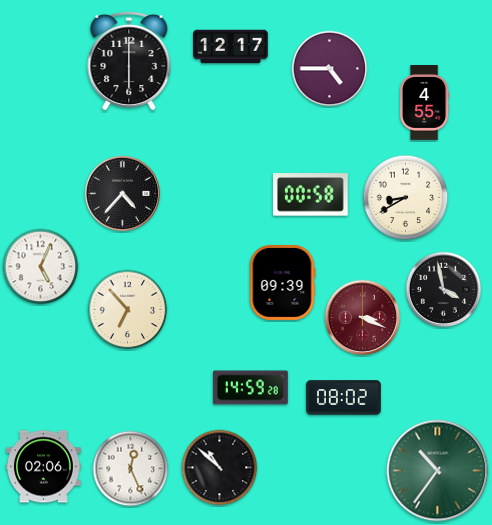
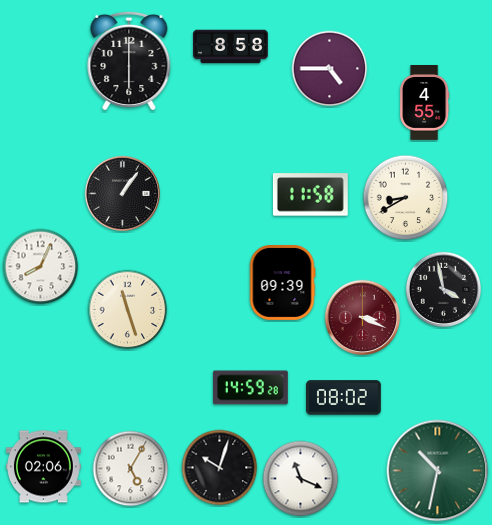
clock at (231, 47): 12:17 -> 8:58
clock at (122, 193): 4:37 -> 1:06
clock at (310, 195): 00:58 -> 11:58
clock at (41, 267): 5:04 -> 8:04
clock at (128, 310): 6:53 -> 11:27
clock at (220, 468): 10:52 -> 10:03
clock at (131, 469): 12:26 -> 5:05
clock at (438, 471): 10:36 -> 10:32
clock at (301, 479): none -> 11:19
